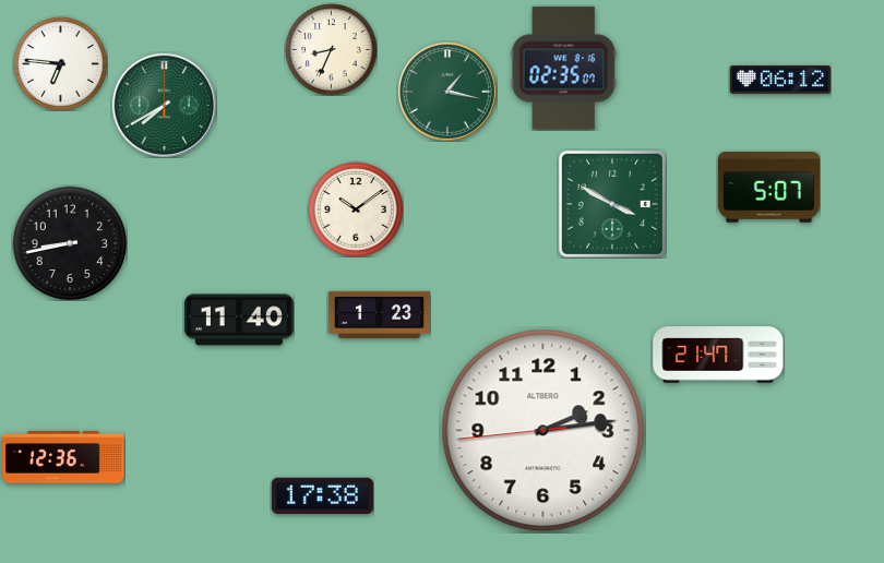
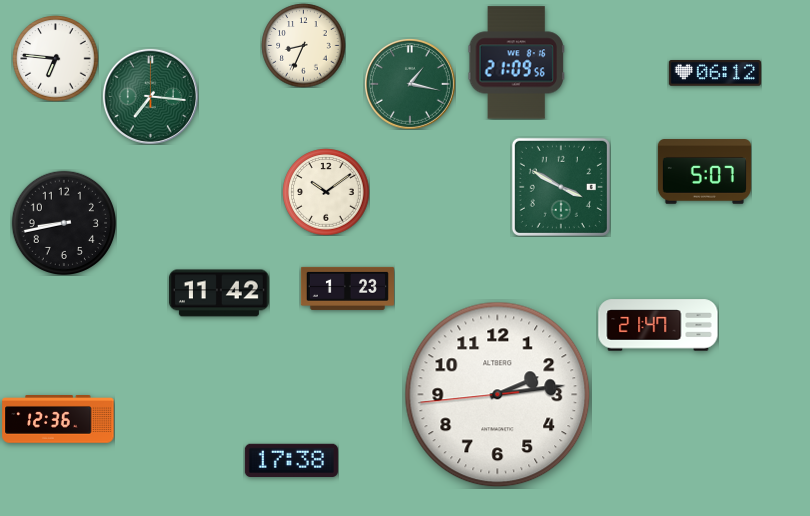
clock at (563, 69): 02:35 -> 21:09
clock at (164, 105): 7:40 -> 7:16
clock at (239, 320): 11:40 -> 11:42
clock at (322, 495) position: (322, 495) -> (291, 460)
